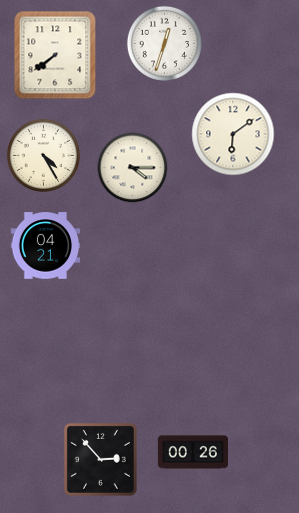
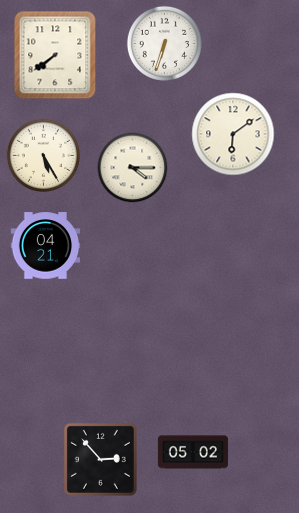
clock at (164, 43): 12:33 -> 6:33
clock at (44, 156): 4:25 -> 5:25
clock at (193, 452): 00:26 -> 05:02
